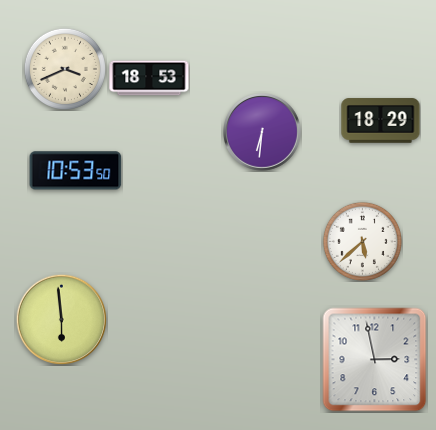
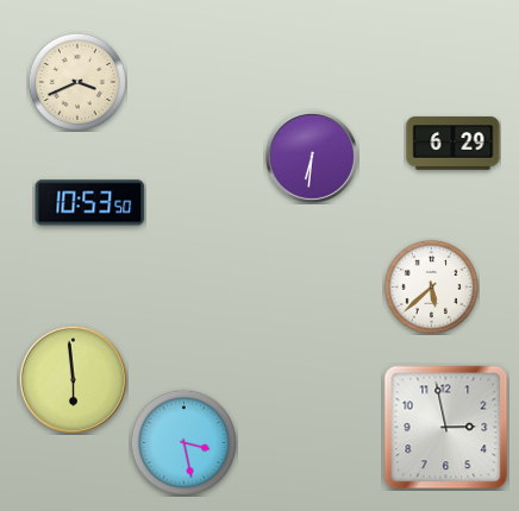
clock at (149, 78): 18:53 -> none
clock at (381, 121): 18:29 -> 6:29
clock at (183, 442): none -> 3:28
